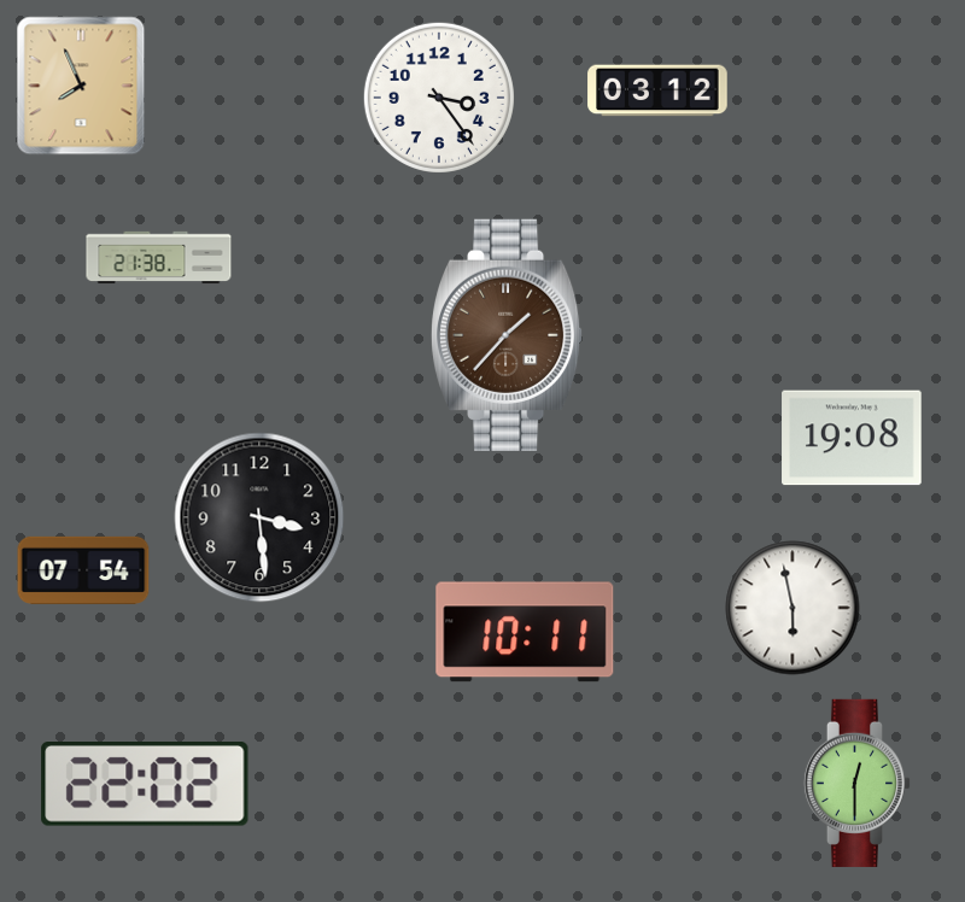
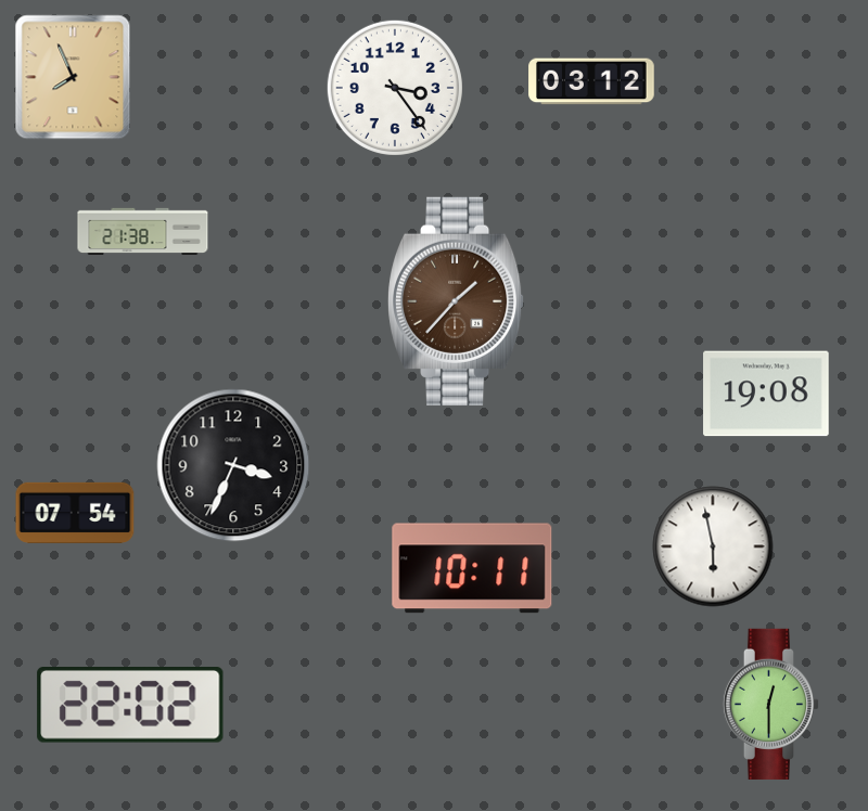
clock at (259, 517): 3:29 -> 3:34
